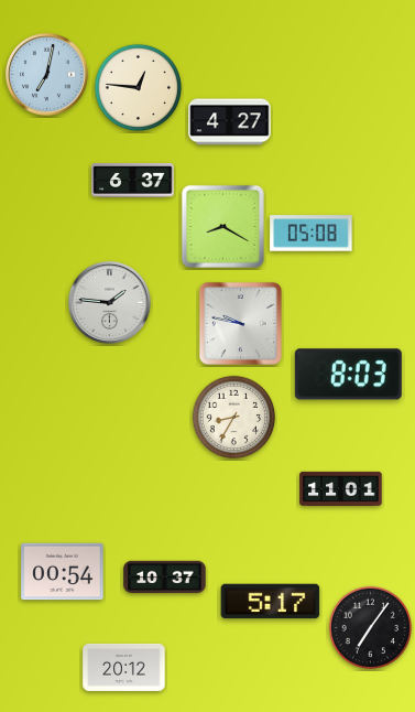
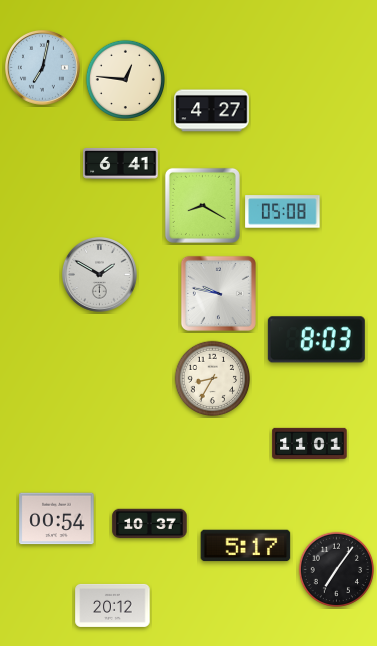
clock at (230, 122) position: (230, 122) -> (212, 111)
clock at (133, 181): 6:37 -> 6:41
clock at (109, 302): 1:46 -> 1:50
